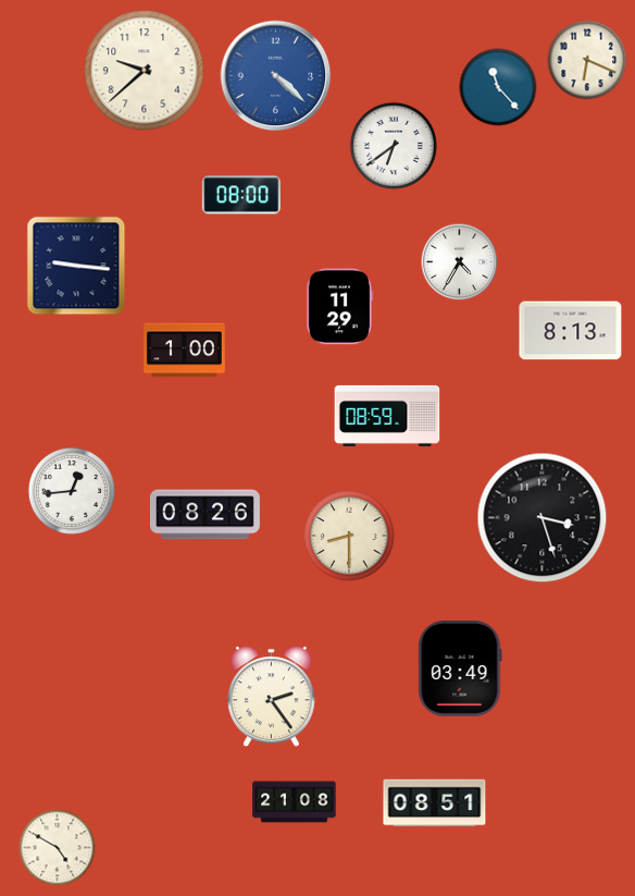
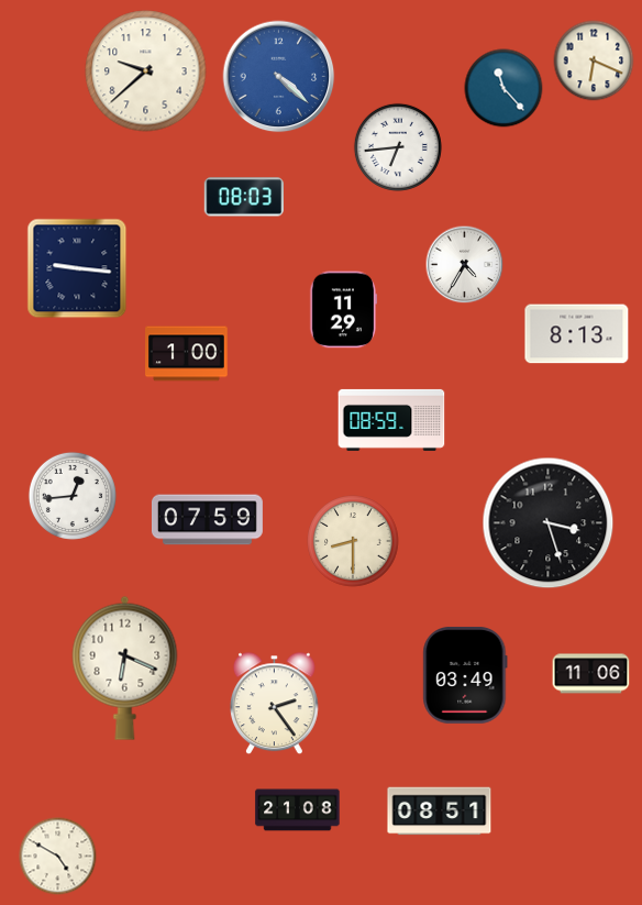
clock at (394, 146): 6:39 -> 6:44
clock at (241, 195): 08:00 -> 08:03
clock at (206, 515): 08:26 -> 07:59
clock at (125, 667): none -> 6:19
clock at (591, 674): none -> 11:06
